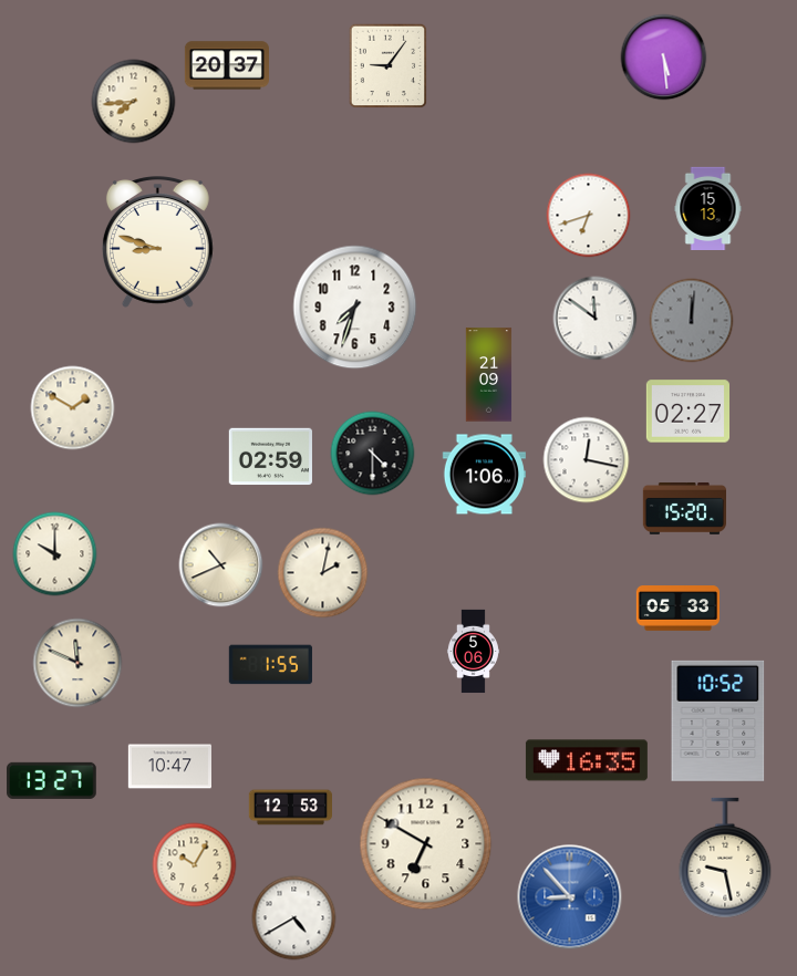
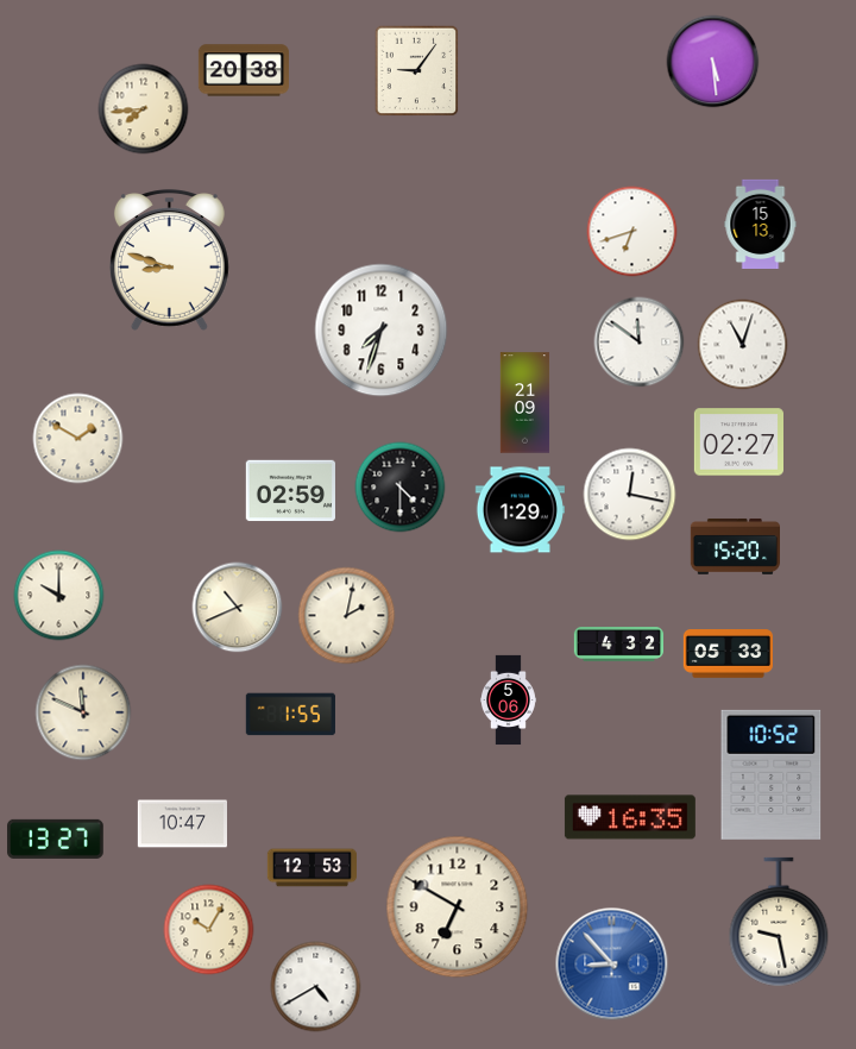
clock at (227, 65): 20:37 -> 20:38
clock at (692, 321): 12:01 -> 11:03
clock at (692, 321) dial: grey -> white
clock at (484, 475): 1:06 -> 1:29
clock at (618, 645): none -> 4:32
